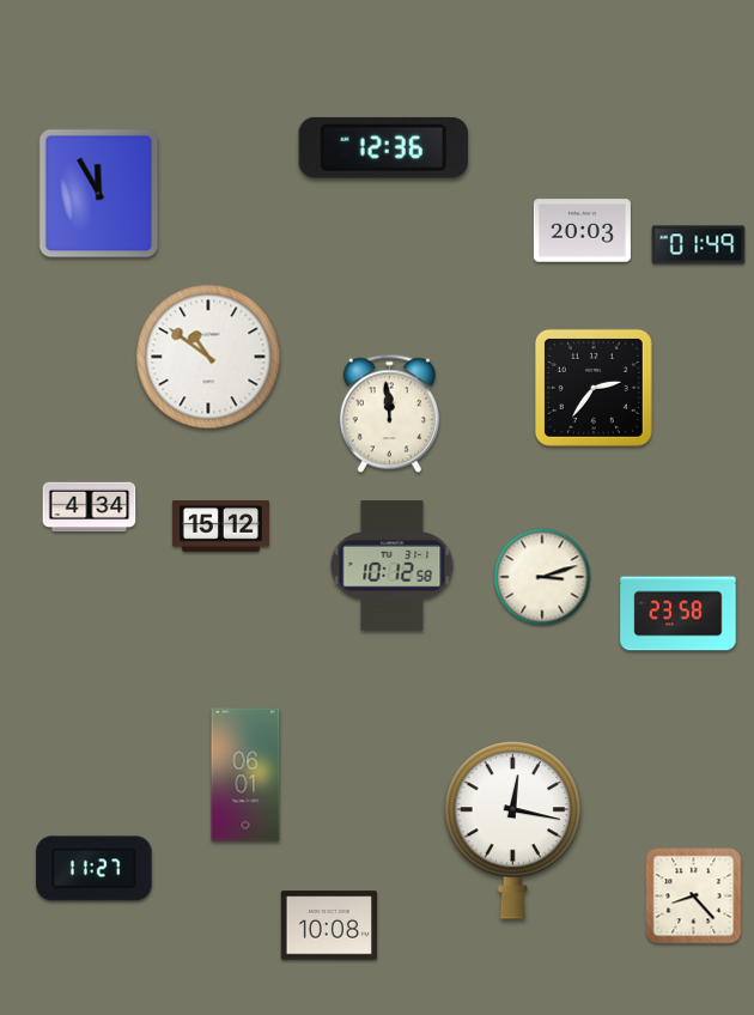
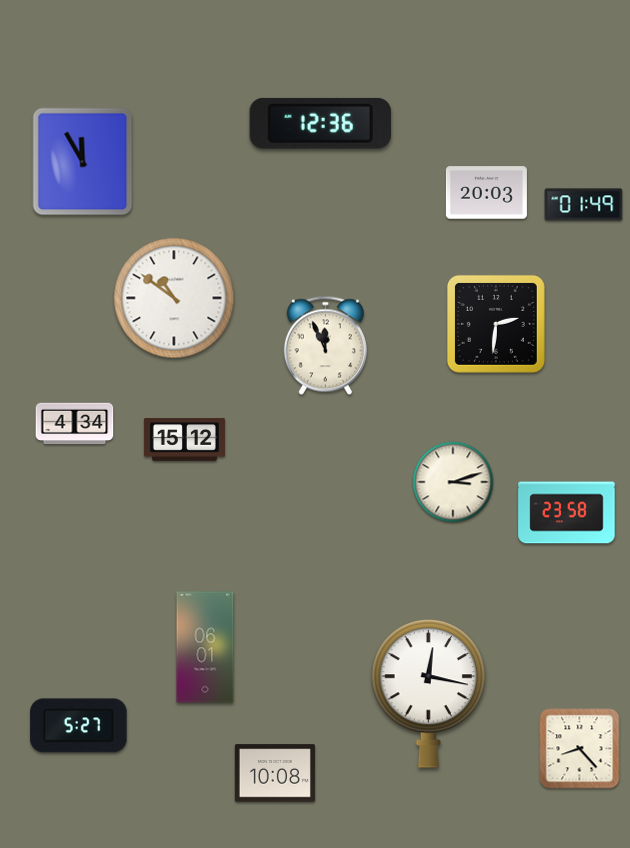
clock at (594, 388): 2:36 -> 2:31
clock at (389, 414): 11:59 -> 11:56
clock at (393, 566): 10:12 -> none
clock at (95, 869): 11:27 -> 5:27
